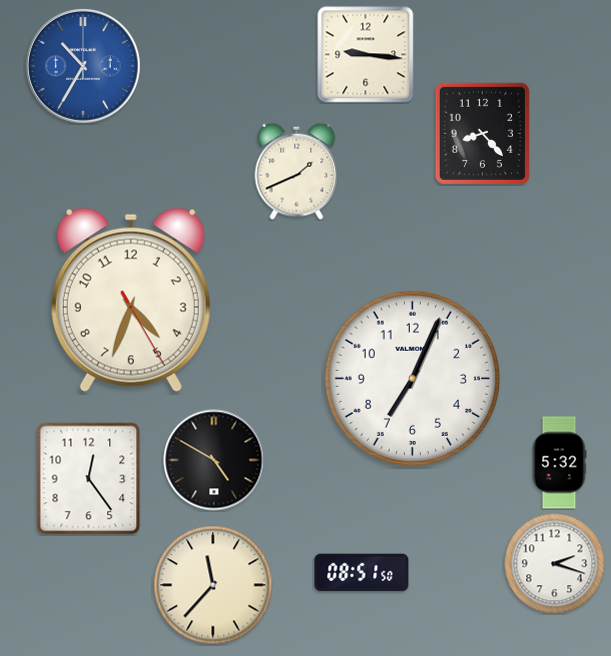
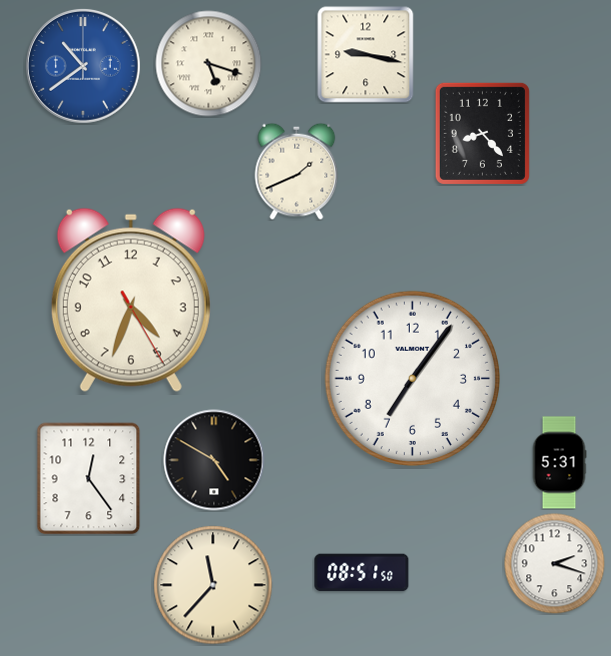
clock at (366, 55): 9:16 -> 9:17
clock at (209, 64): none -> 5:18
clock at (83, 66): 10:35 -> 10:39
clock at (412, 378): 7:04 -> 7:06
clock at (559, 463): 5:32 -> 5:31
